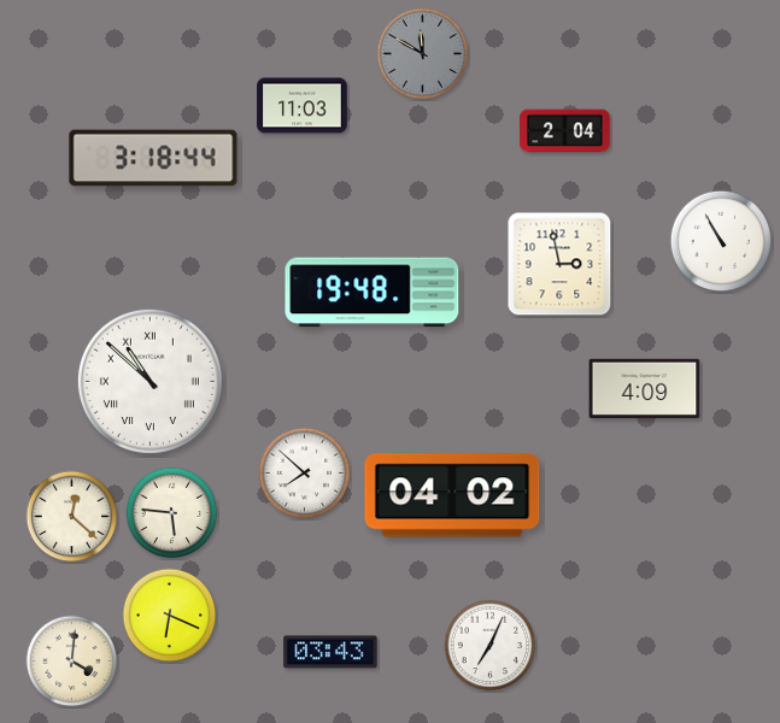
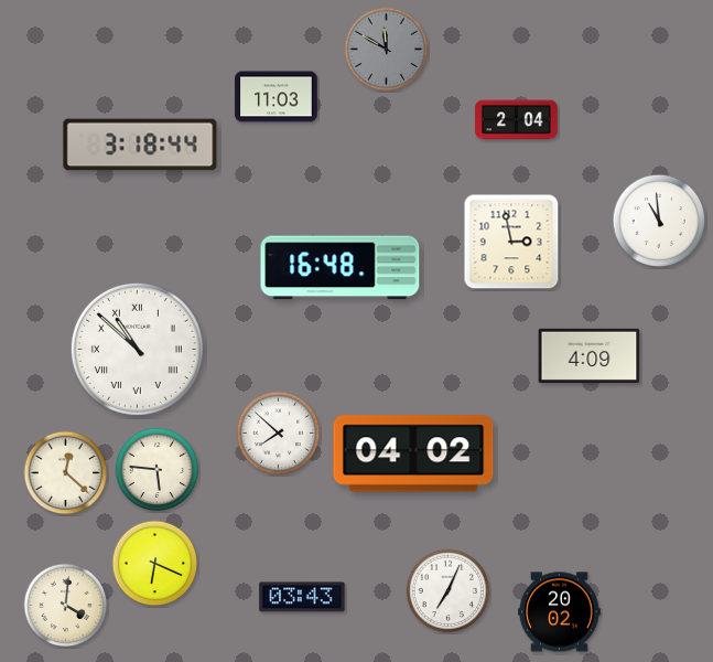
clock at (721, 241): 10:55 -> 10:59
clock at (373, 293): 19:48 -> 16:48
clock at (560, 612): none -> 20:02
